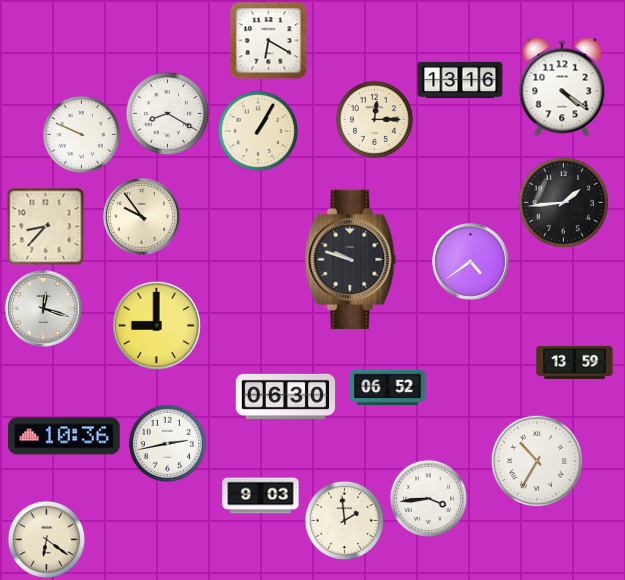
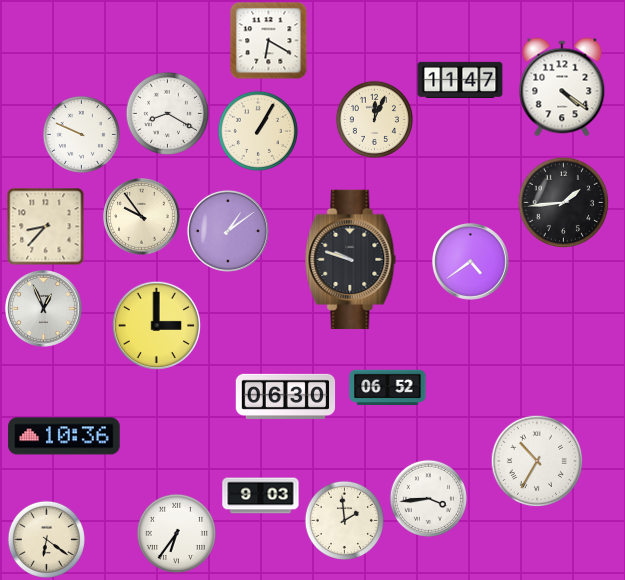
clock at (460, 79): 13:16 -> 11:47
clock at (374, 119): 12:15 -> 12:04
clock at (228, 231): none -> 1:09
clock at (44, 309): 12:18 -> 12:56
clock at (156, 325): 9:00 -> 3:00
clock at (575, 362): 13:59 -> none
clock at (167, 443): 2:43 -> none
clock at (176, 533): none -> 6:36
